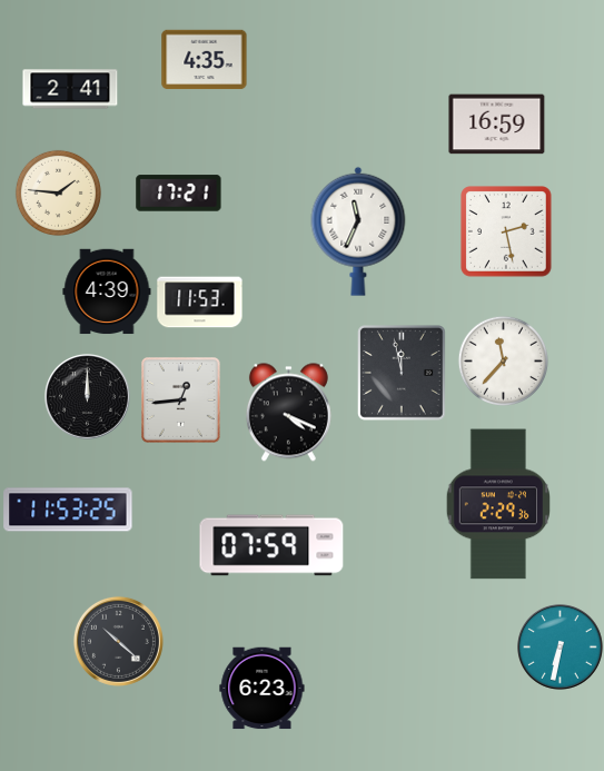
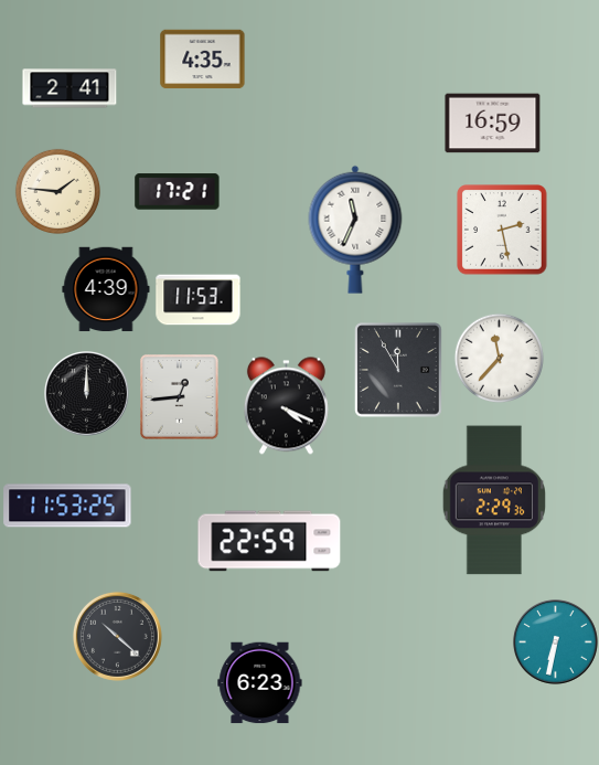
clock at (402, 373): 11:58 -> 11:55
clock at (288, 413) position: (288, 413) -> (286, 406)
clock at (271, 545): 07:59 -> 22:59
